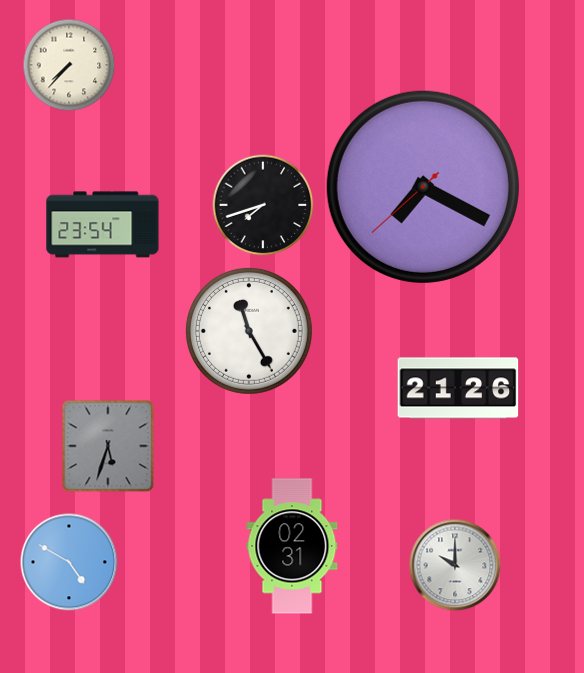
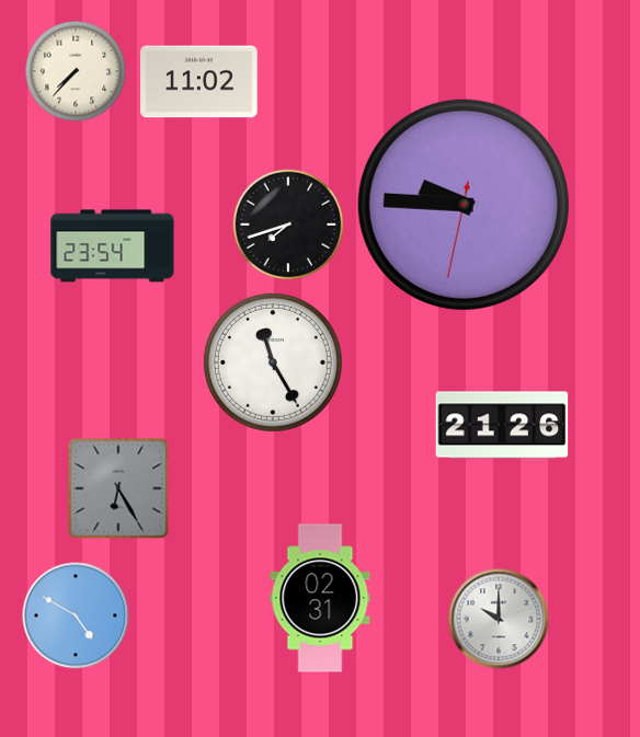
clock at (199, 82): none -> 11:02
clock at (423, 187): 7:19 -> 9:45
clock at (108, 446): 5:33 -> 6:25
